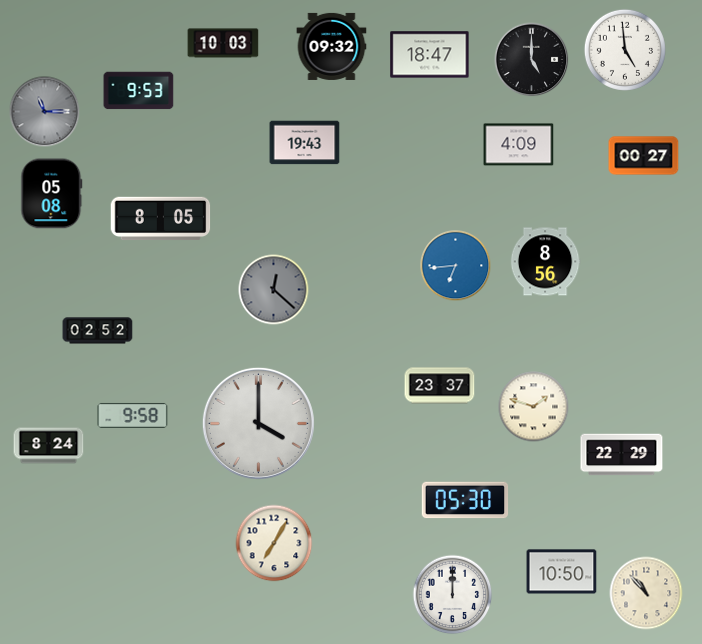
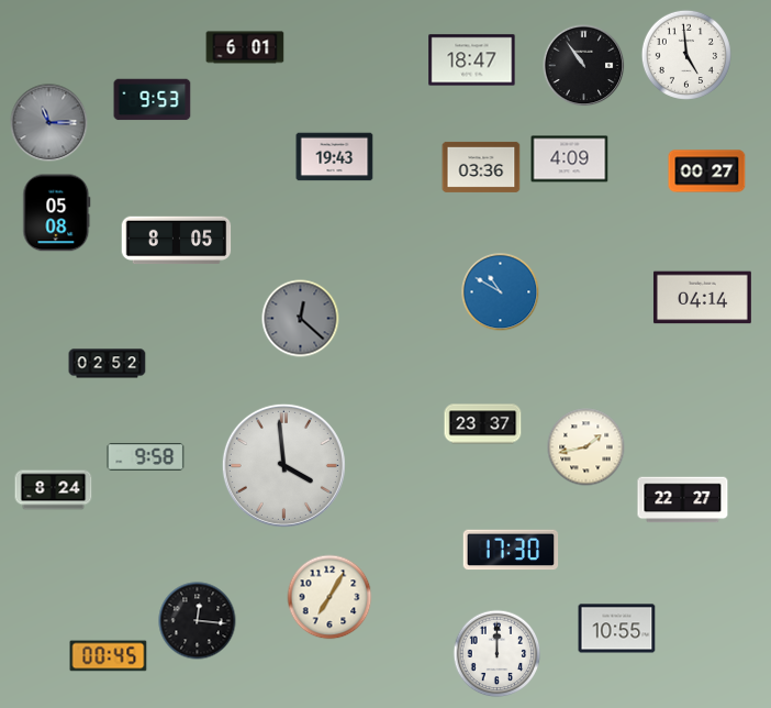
clock at (223, 43): 10:03 -> 6:01
clock at (332, 46): 09:32 -> none
clock at (532, 60): 5:00 -> 10:54
clock at (481, 167): none -> 03:36
clock at (545, 262): 8:56 -> none
clock at (456, 266): 6:44 -> 10:50
clock at (702, 298): none -> 04:14
clock at (534, 407): 1:48 -> 1:43
clock at (258, 423): 4:00 -> 3:59
clock at (622, 455): 22:29 -> 22:27
clock at (465, 500): 05:30 -> 17:30
clock at (274, 543) position: (274, 543) -> (329, 597)
clock at (198, 621): none -> 12:16
clock at (562, 572): 10:50 -> 10:55
clock at (646, 593): 10:53 -> none
clock at (109, 656): none -> 00:45
